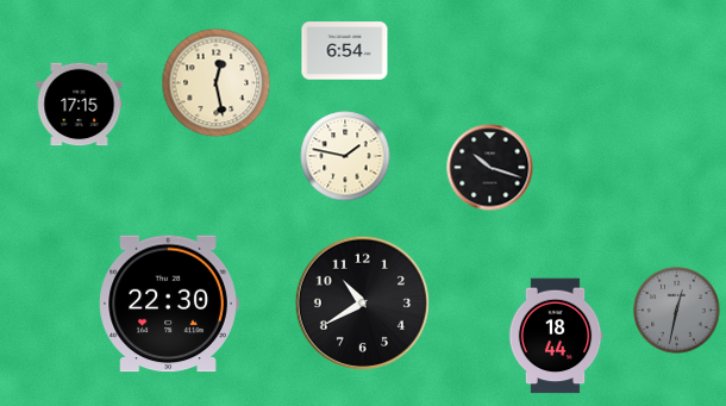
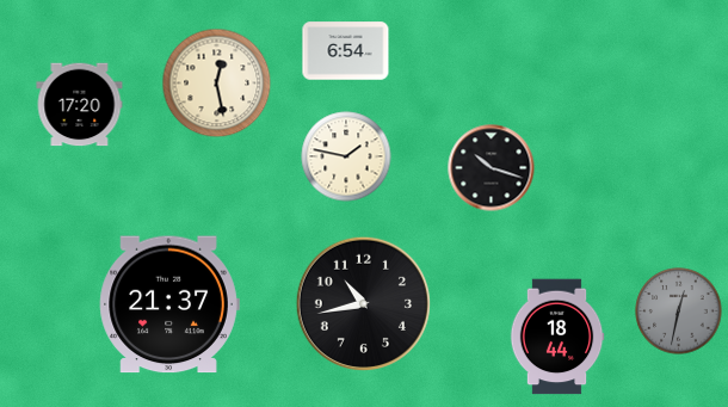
clock at (80, 105): 17:15 -> 17:20
clock at (362, 302): 10:40 -> 10:43
clock at (169, 304): 22:30 -> 21:37
